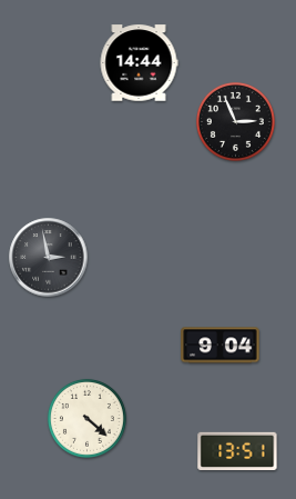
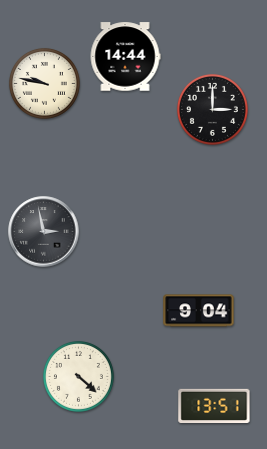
clock at (44, 83): none -> 9:47
clock at (235, 121): 2:56 -> 3:00
